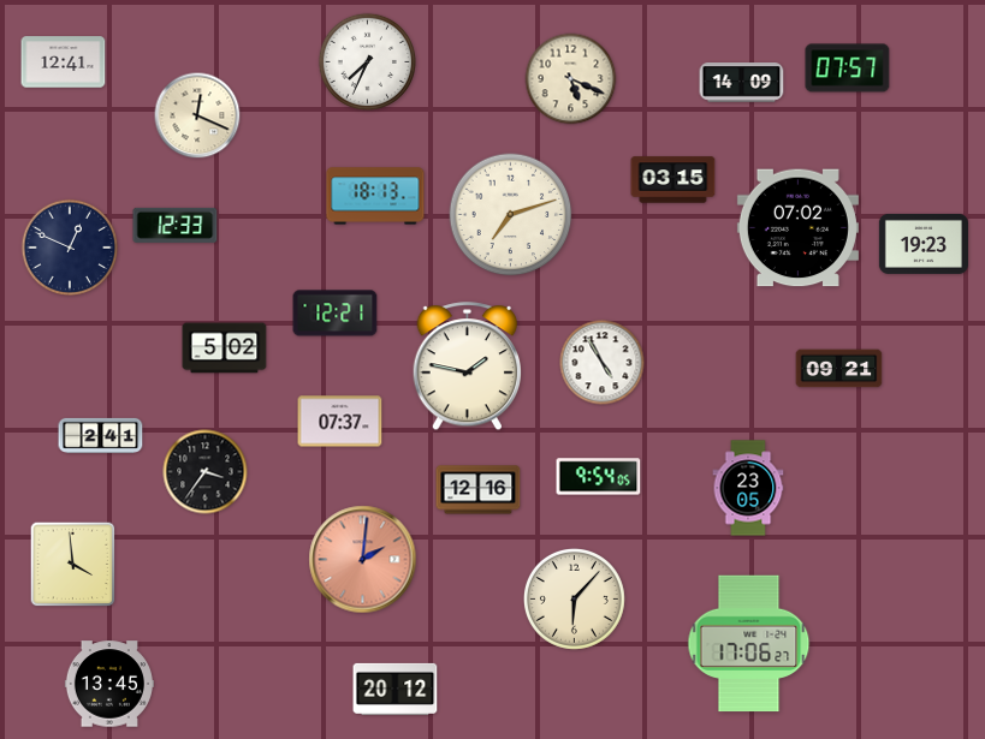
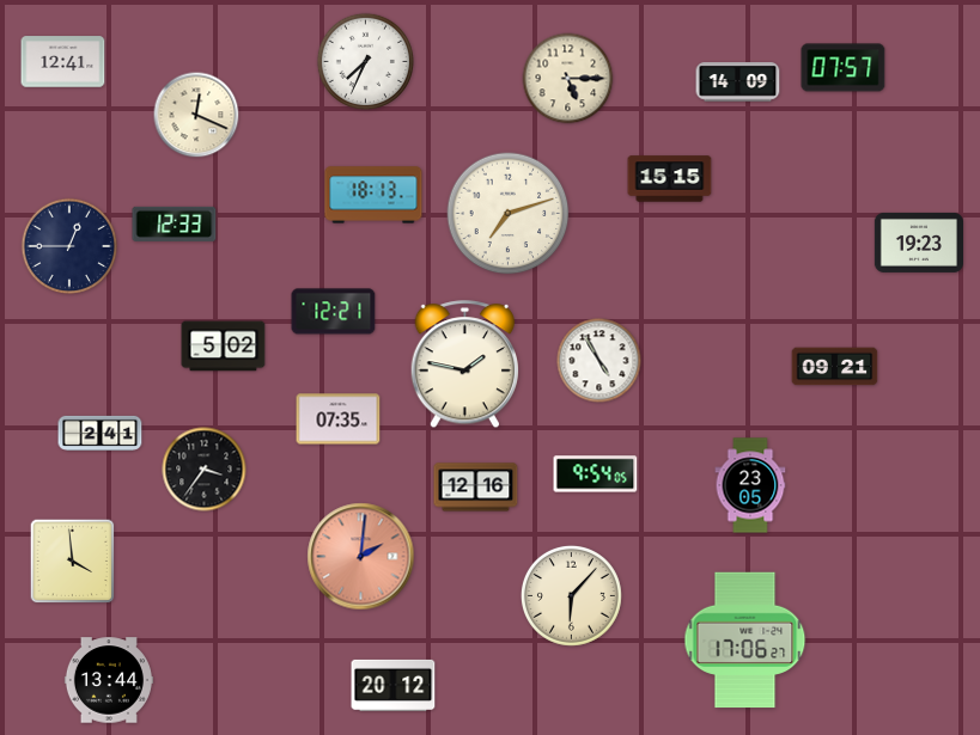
clock at (571, 79): 5:19 -> 5:15
clock at (674, 180): 03:15 -> 15:15
clock at (797, 228): 07:02 -> none
clock at (70, 248): 12:49 -> 12:45
clock at (340, 422): 07:37 -> 07:35
clock at (748, 488) position: (748, 488) -> (750, 485)
clock at (109, 684): 13:45 -> 13:44
